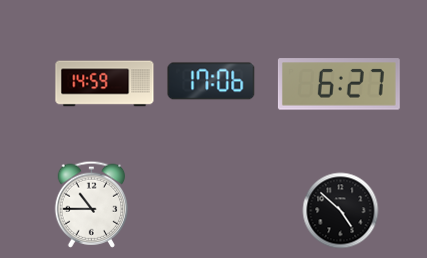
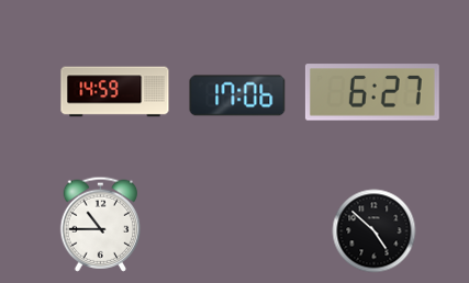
clock at (211, 81) position: (211, 81) -> (237, 95)
